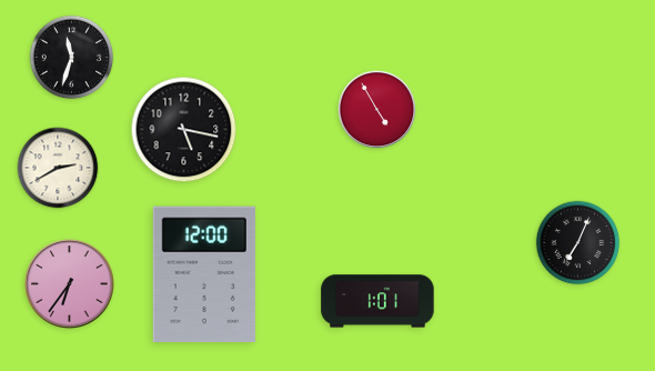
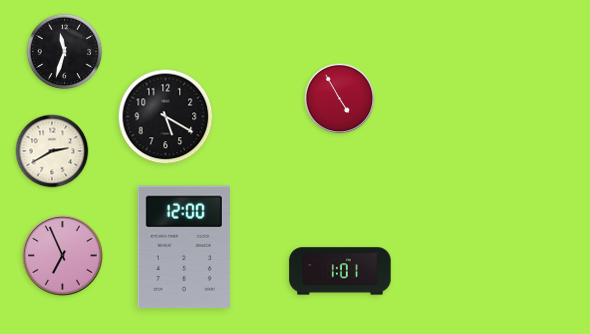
clock at (184, 130): 5:17 -> 5:20
clock at (578, 243): 7:04 -> none
clock at (70, 284): 6:36 -> 6:56
